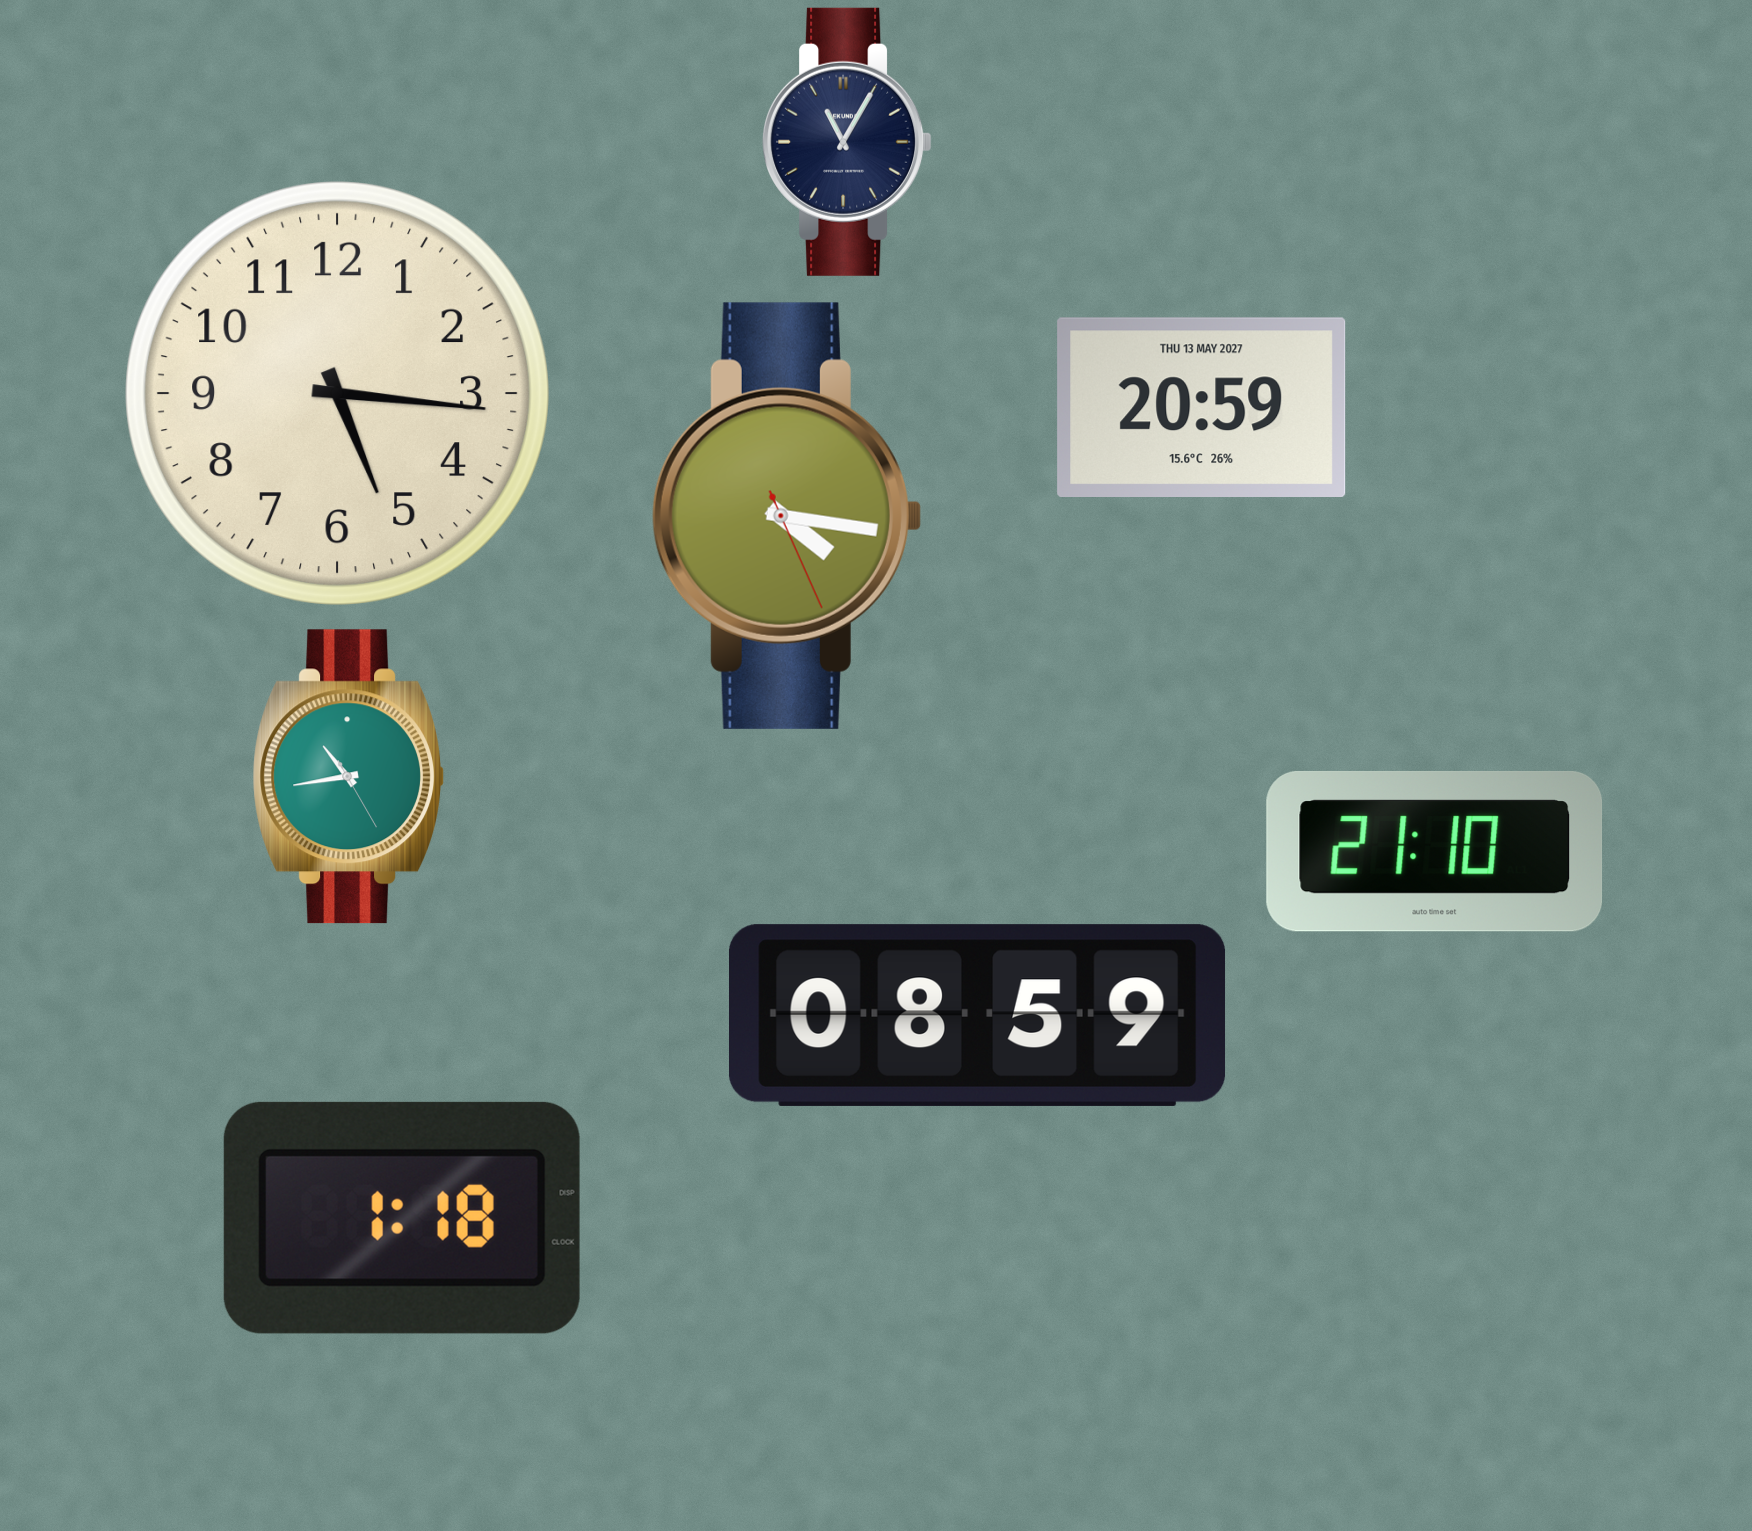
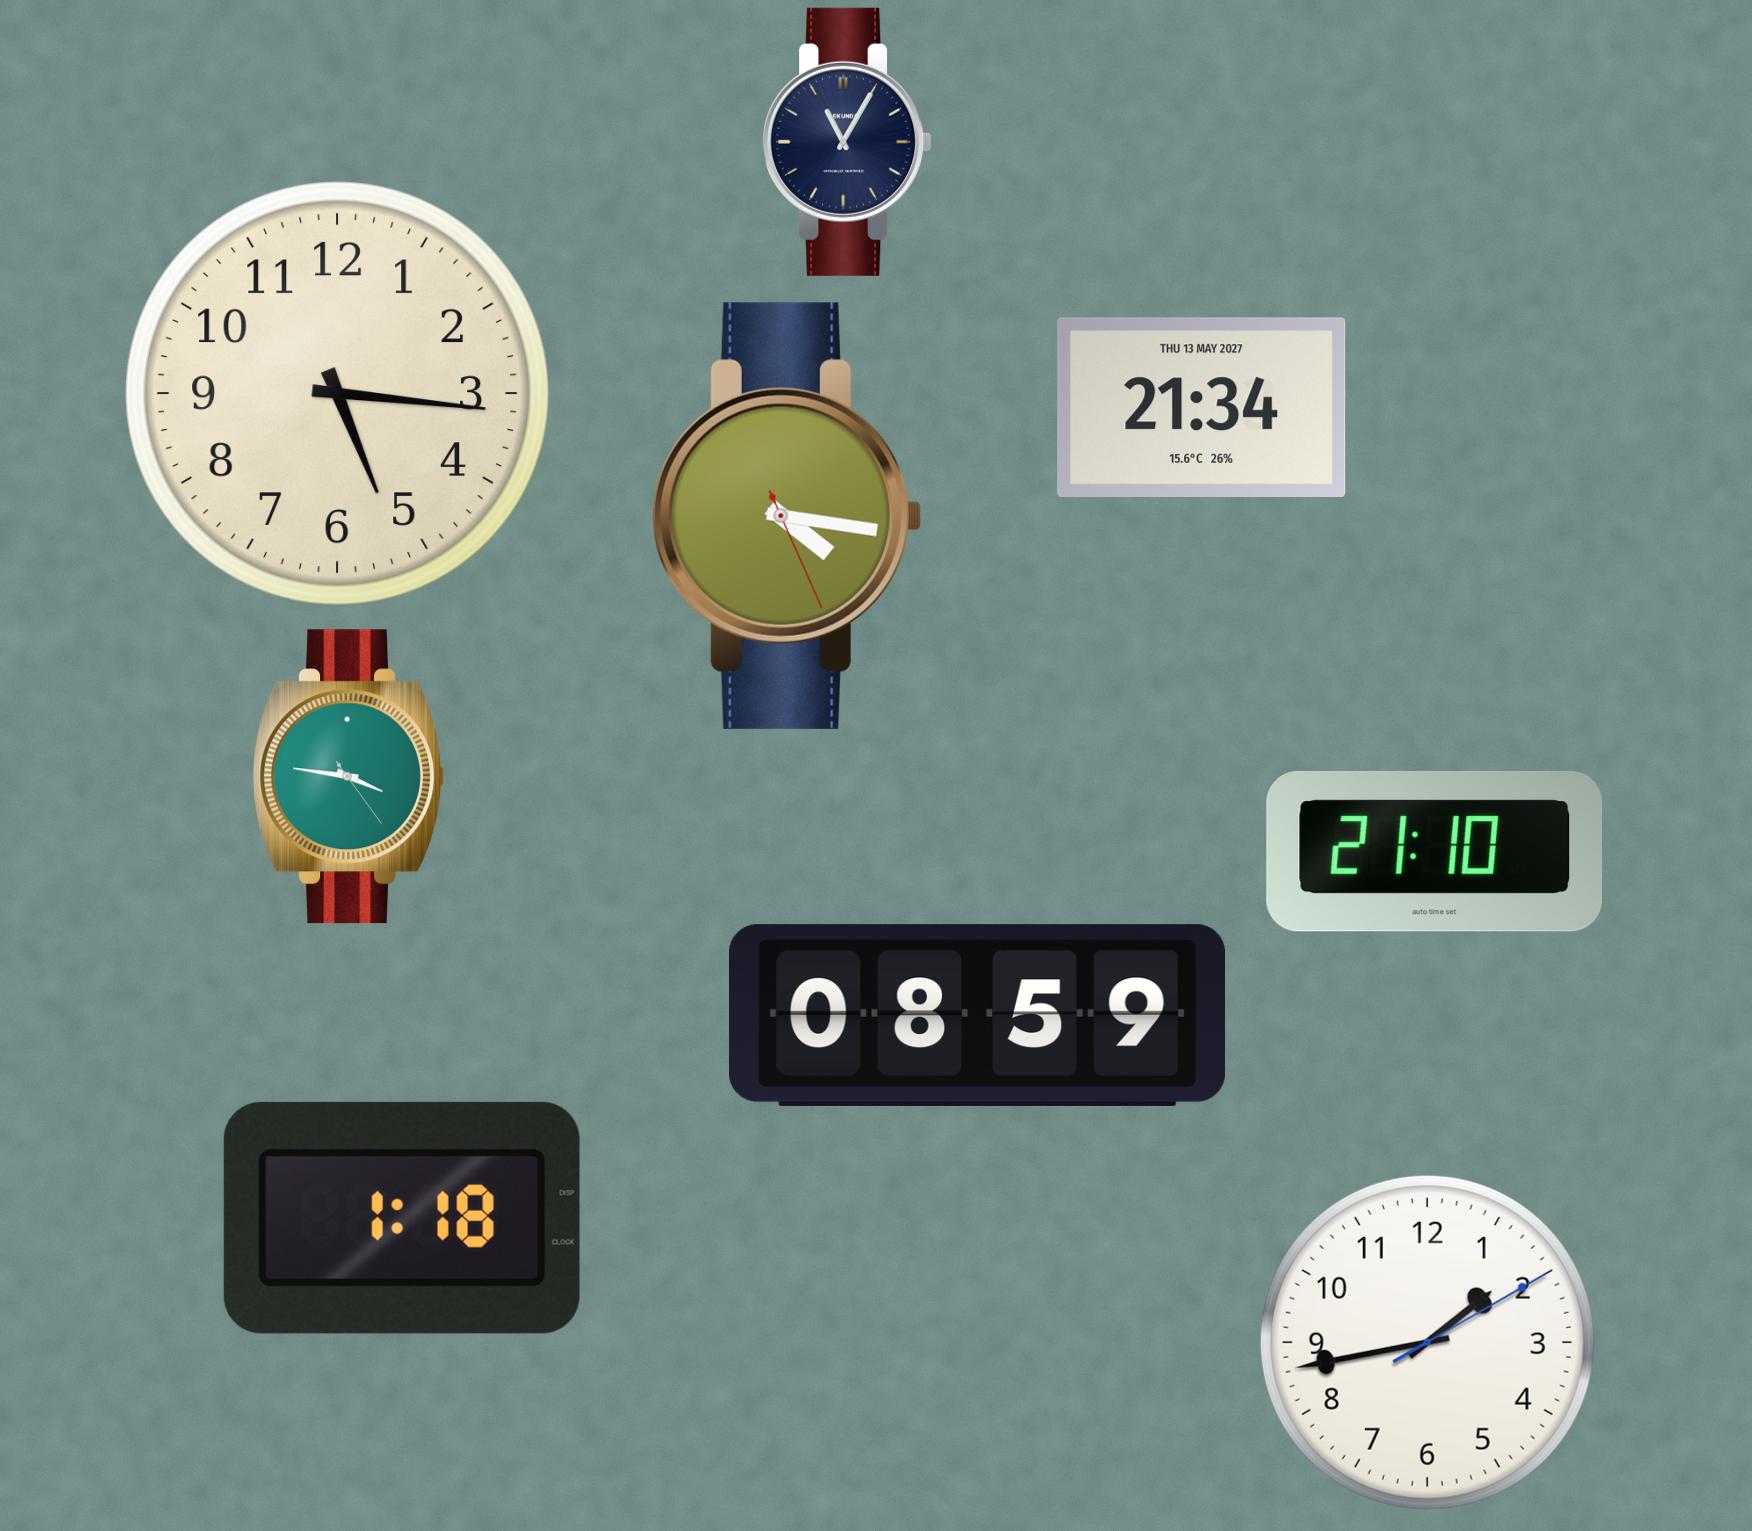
clock at (1202, 407): 20:59 -> 21:34
clock at (348, 777): 10:43 -> 3:46
clock at (1427, 1342): none -> 1:43
